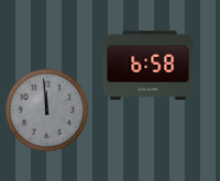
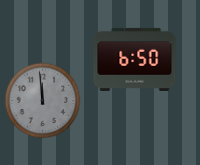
clock at (148, 65): 6:58 -> 6:50
